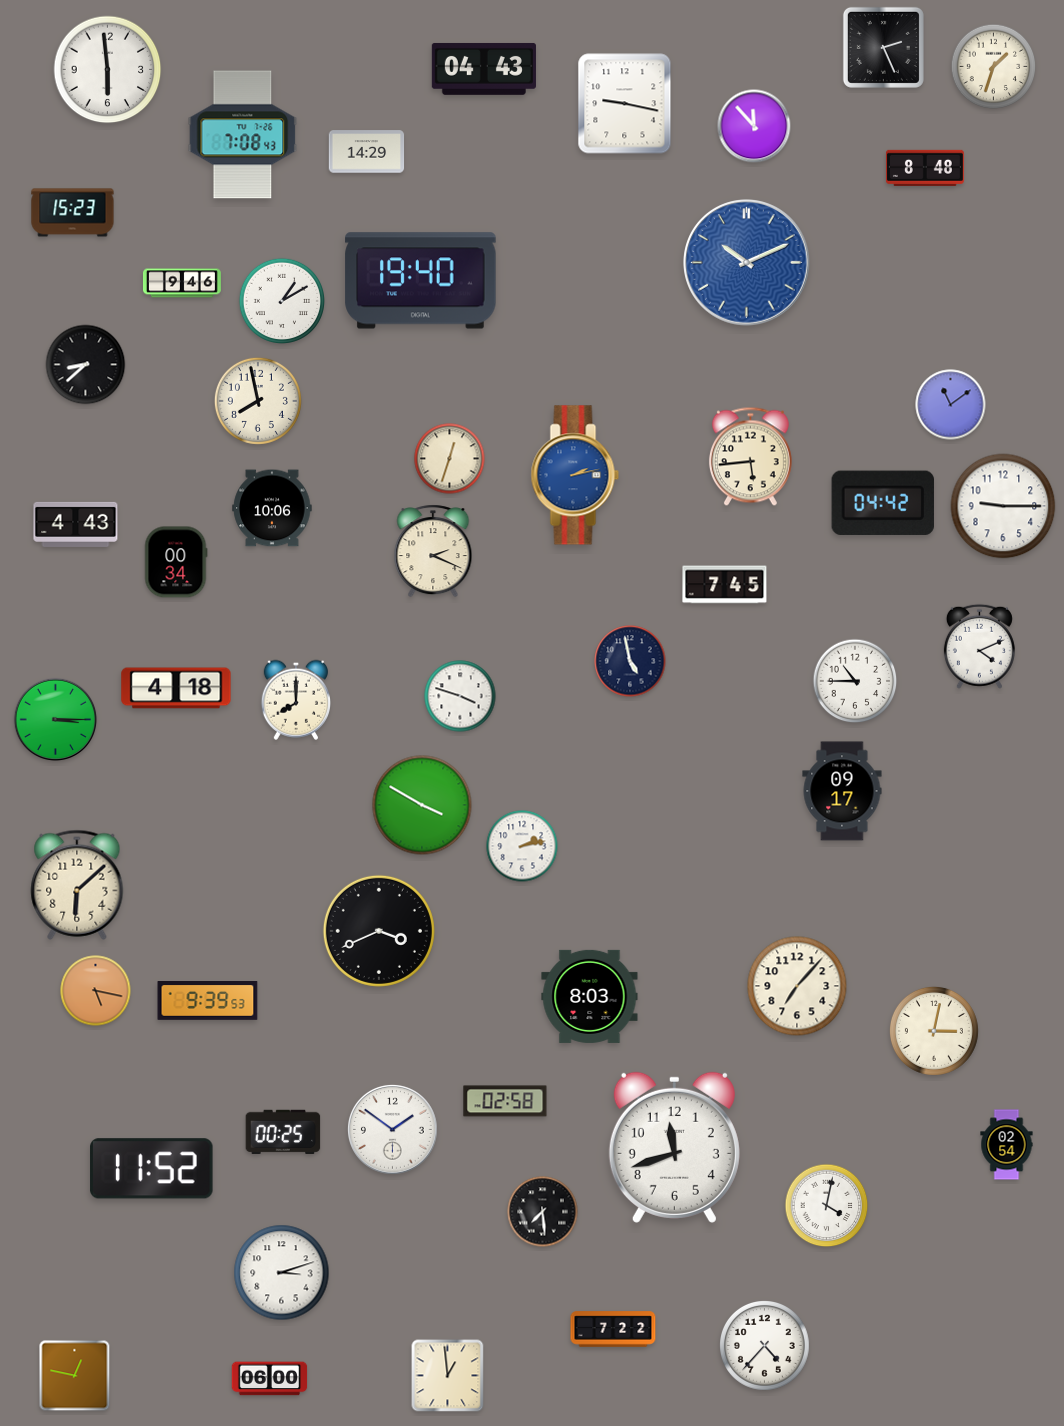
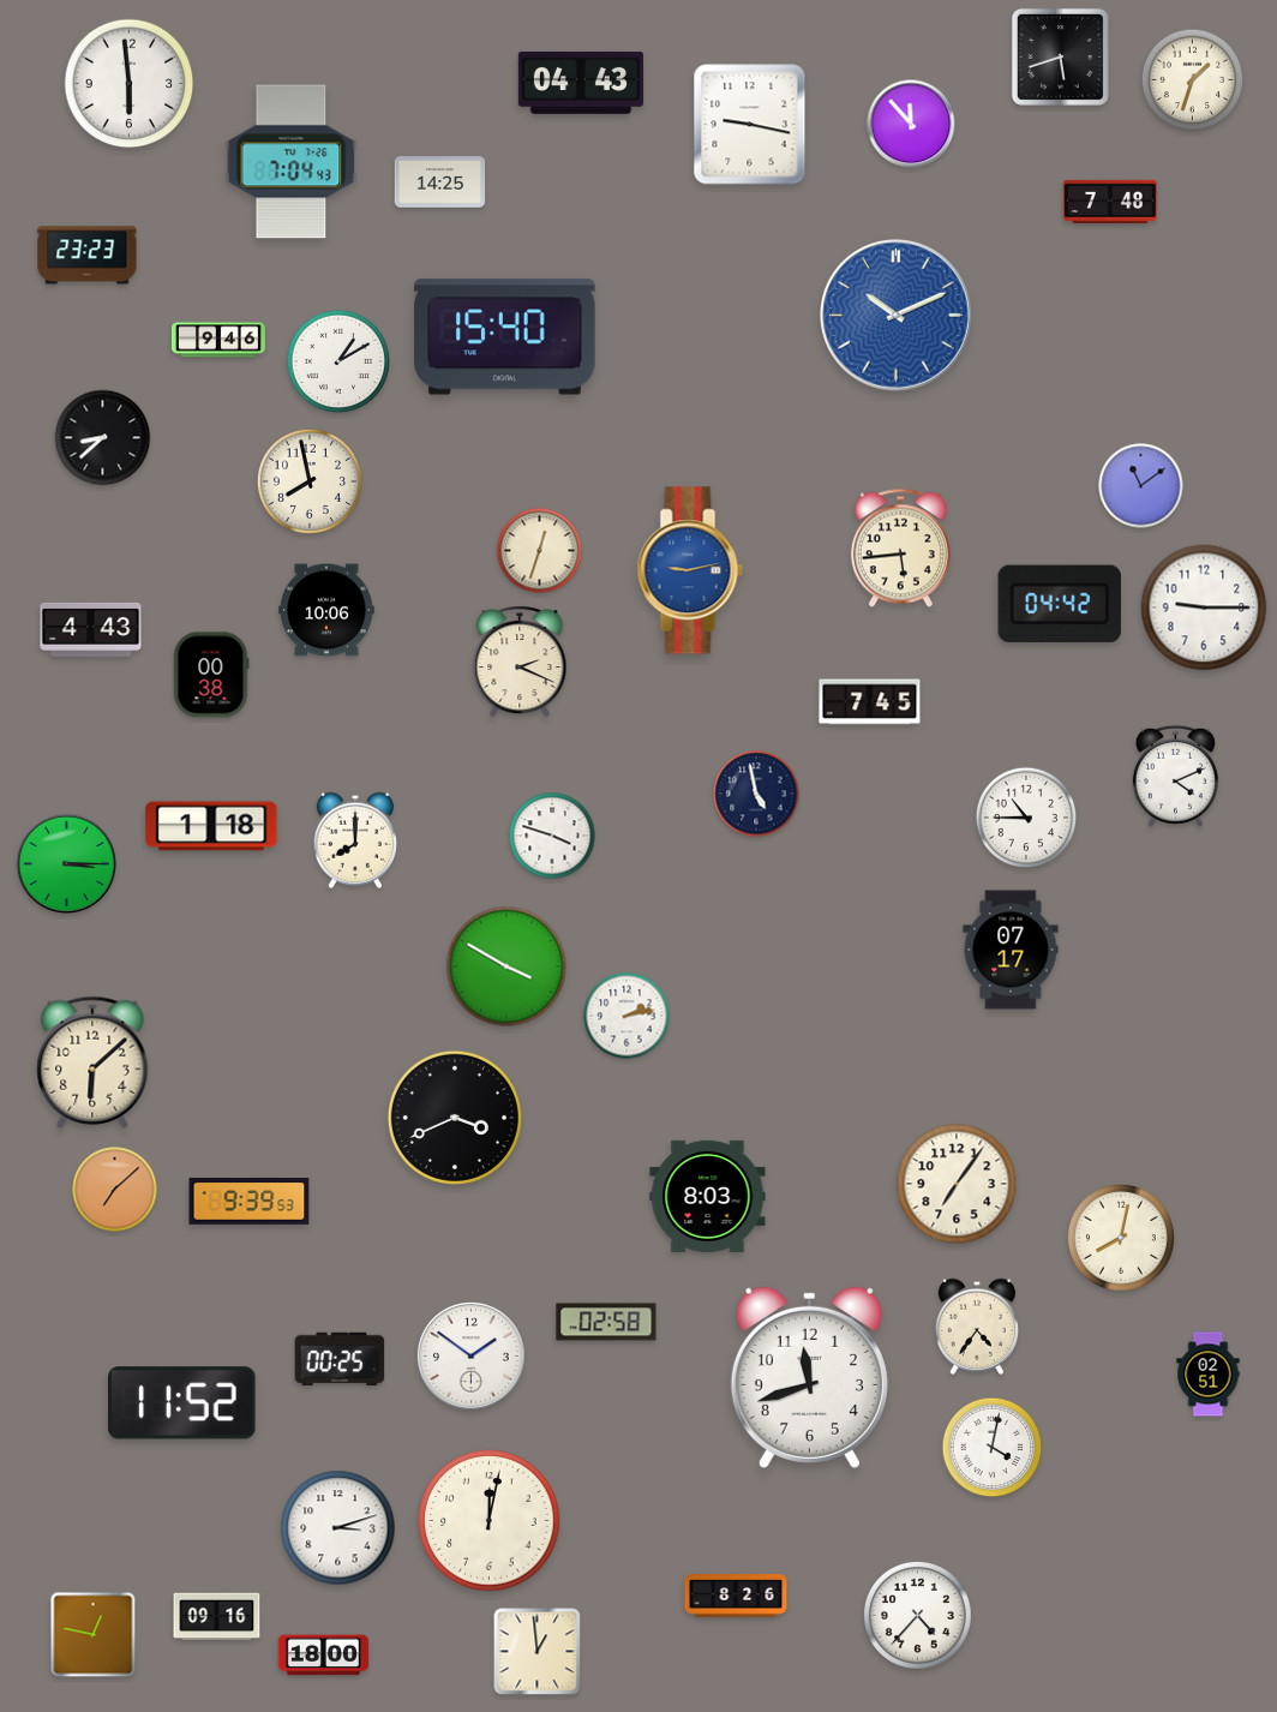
clock at (883, 47): 2:26 -> 5:42
clock at (754, 126) position: (754, 126) -> (911, 124)
clock at (243, 135): 7:08 -> 7:04
clock at (367, 152): 14:29 -> 14:25
clock at (925, 168): 8:48 -> 7:48
clock at (73, 213): 15:23 -> 23:23
clock at (421, 281): 19:40 -> 15:40
clock at (575, 475): 2:13 -> 9:13
clock at (176, 562): 00:34 -> 00:38
clock at (176, 688): 4:18 -> 1:18
clock at (842, 791): 09:17 -> 07:17
clock at (797, 986): 7:07 -> 7:06
clock at (96, 991): 5:17 -> 7:08
clock at (934, 1031): 3:02 -> 8:02
clock at (976, 1327): none -> 4:36
clock at (1007, 1145): 02:54 -> 02:51
clock at (543, 1212): 7:29 -> none
clock at (490, 1521): none -> 12:02
clock at (613, 1329): 7:22 -> 8:26
clock at (217, 1617): none -> 09:16
clock at (75, 1376) position: (75, 1376) -> (94, 1635)
clock at (270, 1379): 06:00 -> 18:00
